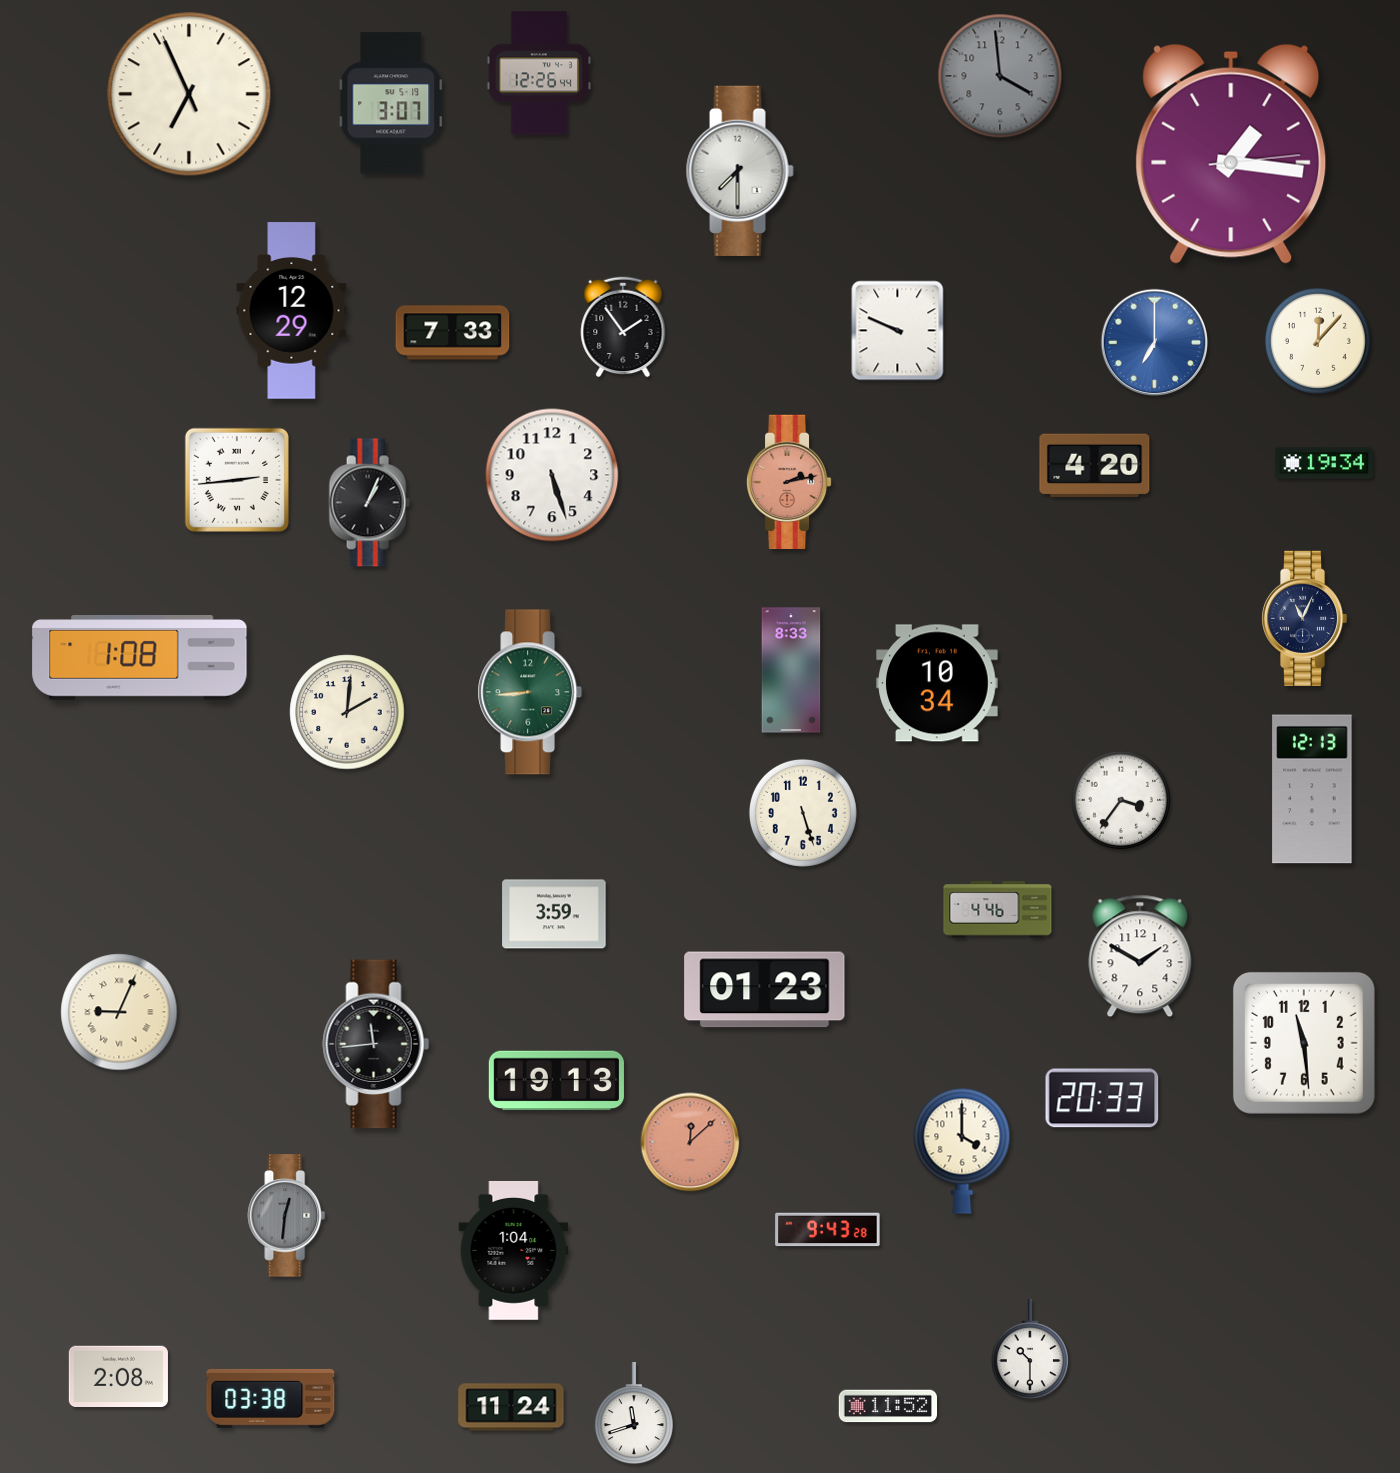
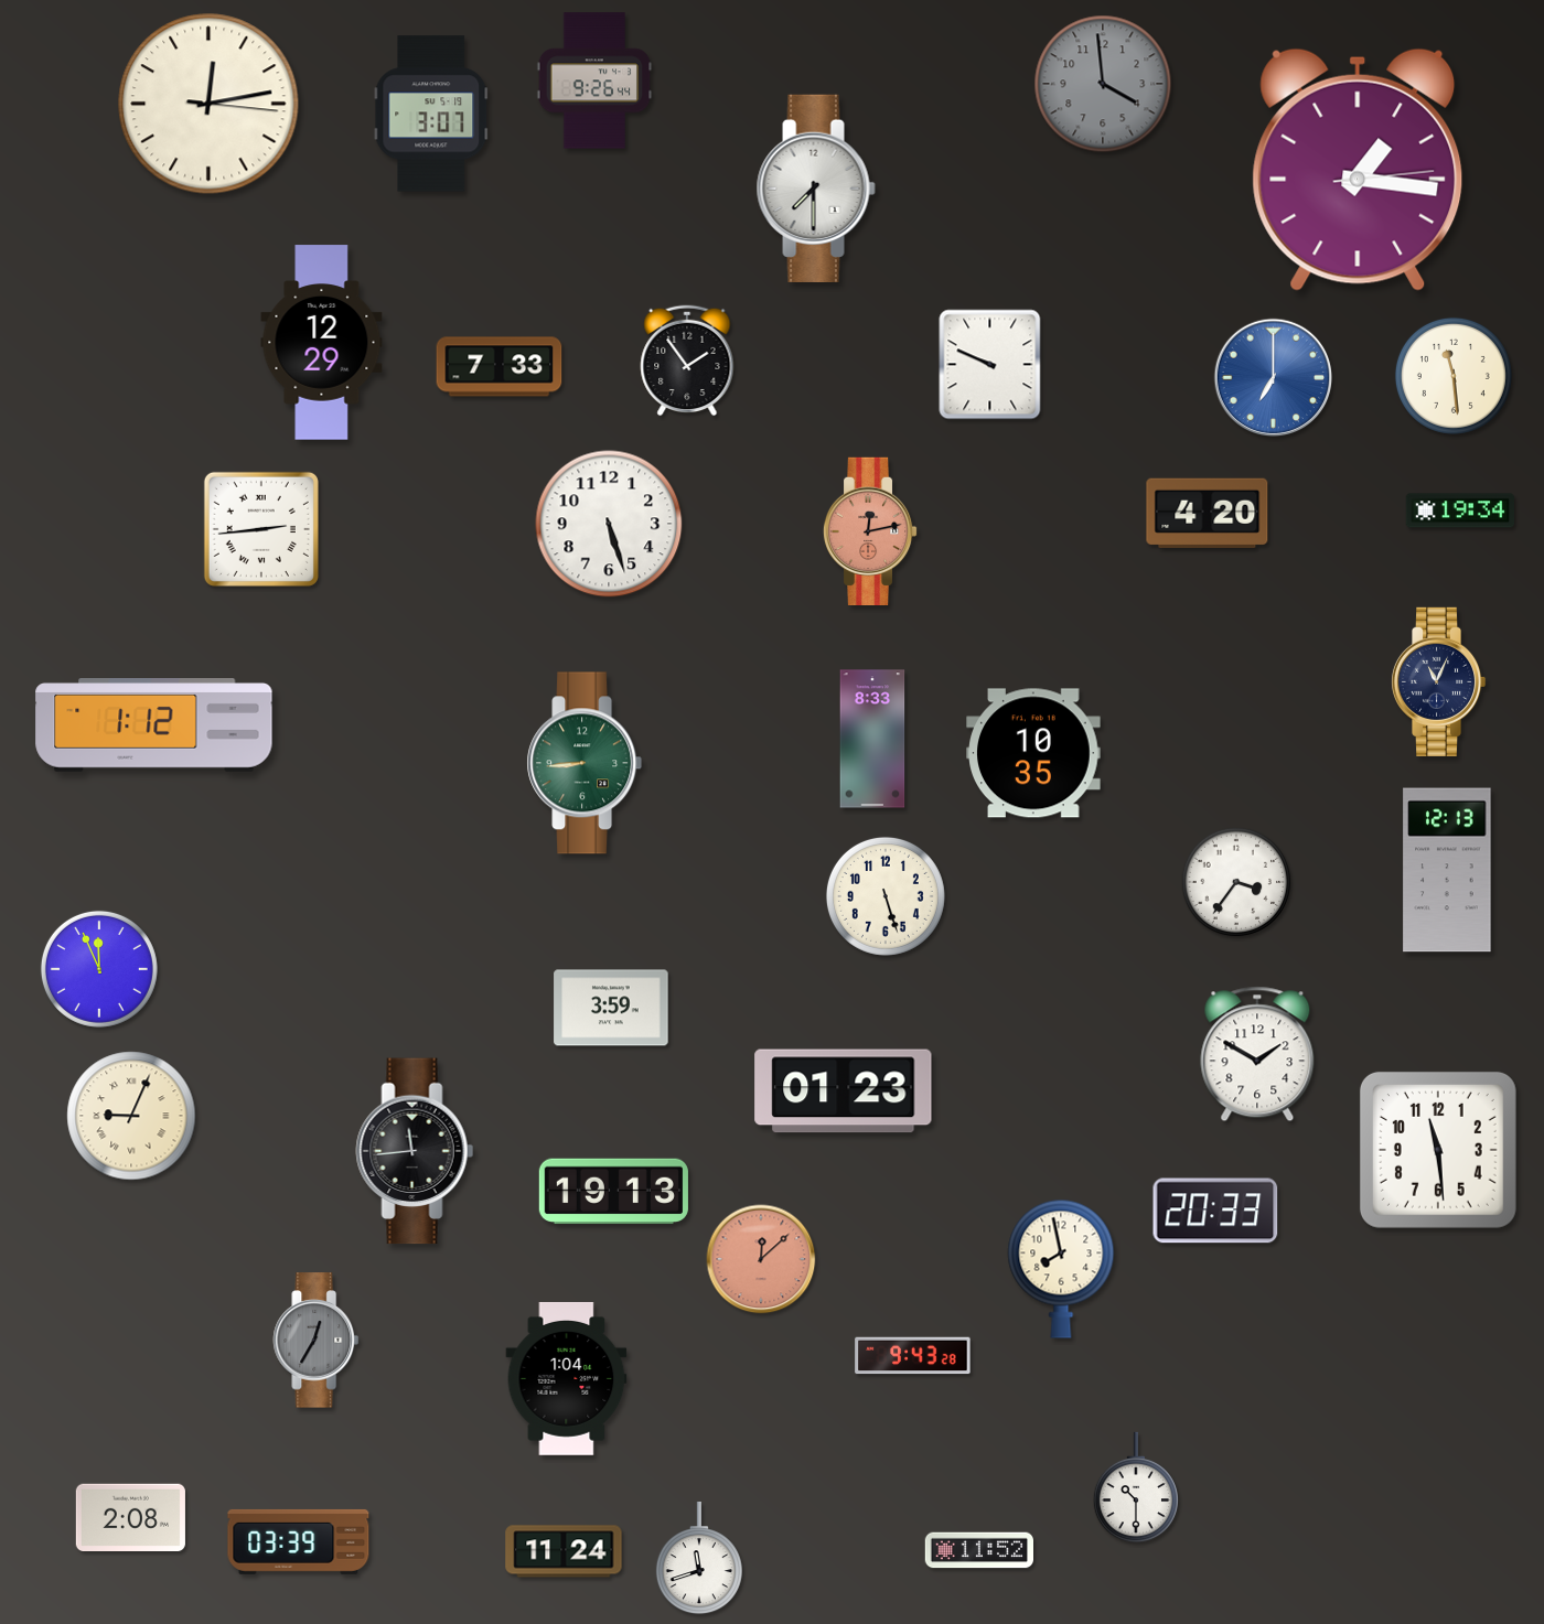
clock at (539, 73): 12:26 -> 9:26
clock at (189, 94): 6:55 -> 12:13
clock at (1318, 341): 12:07 -> 11:29
clock at (789, 481): 2:13 -> 12:13
clock at (369, 503): 1:04 -> none
clock at (140, 658): 1:08 -> 1:12
clock at (937, 683): 10:34 -> 10:35
clock at (347, 712): 2:01 -> none
clock at (99, 969): none -> 11:56
clock at (998, 910): 4:46 -> none
clock at (962, 1151): 4:00 -> 7:58
clock at (287, 1216): 12:31 -> 12:35
clock at (271, 1398): 03:38 -> 03:39
